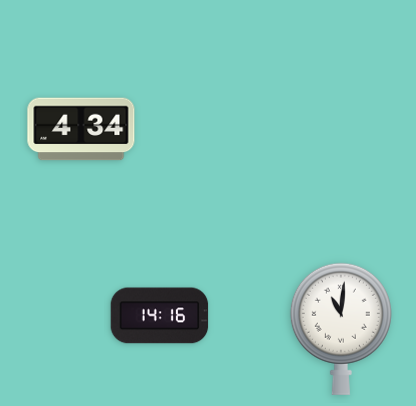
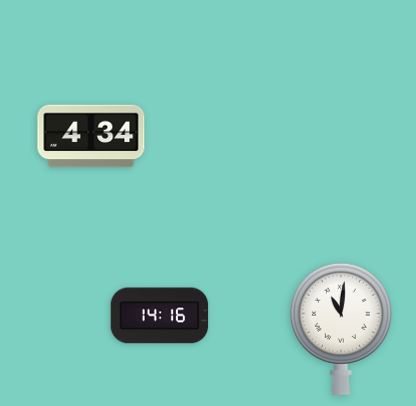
clock at (81, 129) position: (81, 129) -> (91, 136)
